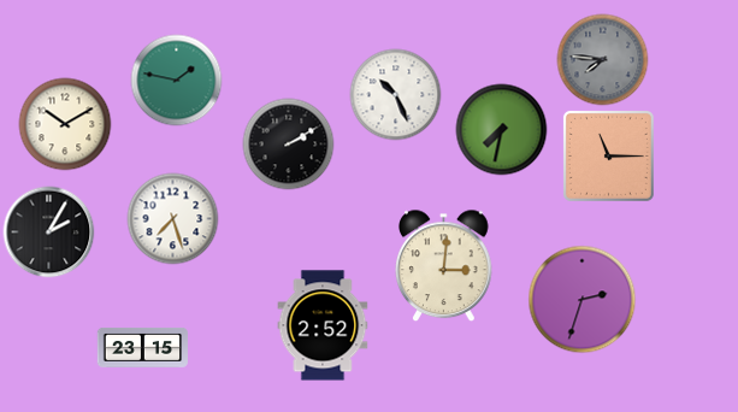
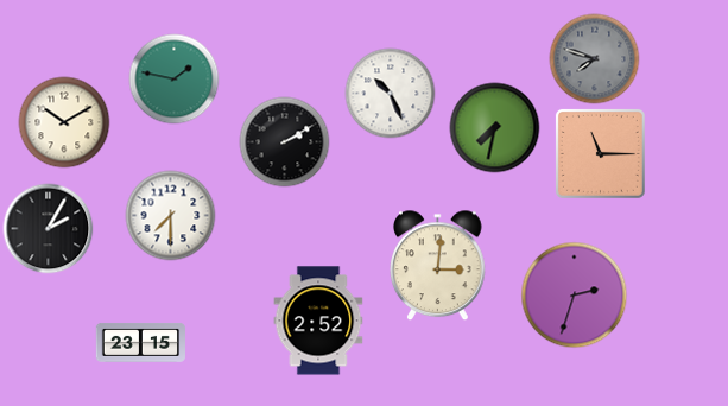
clock at (603, 60): 7:46 -> 7:48
clock at (173, 219): 7:27 -> 7:30
clock at (444, 266) position: (444, 266) -> (438, 266)
